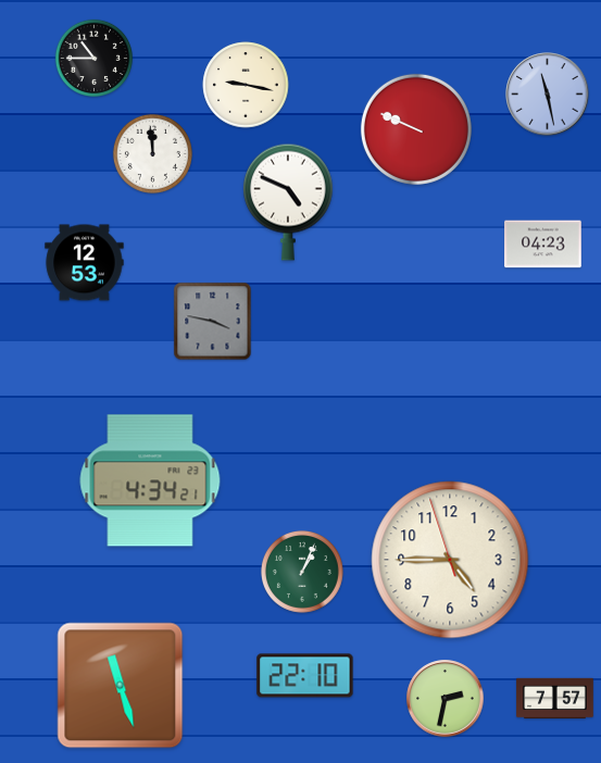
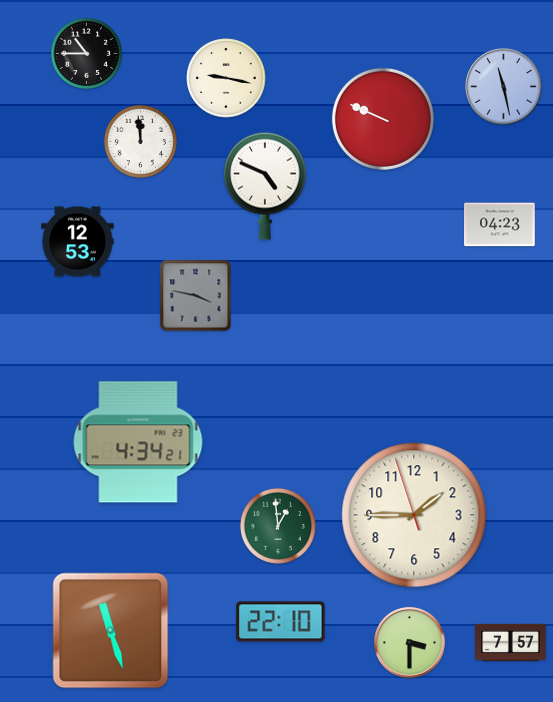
clock at (450, 560): 4:44 -> 1:44
clock at (302, 572): 1:04 -> 12:59
clock at (446, 699): 2:32 -> 3:30
